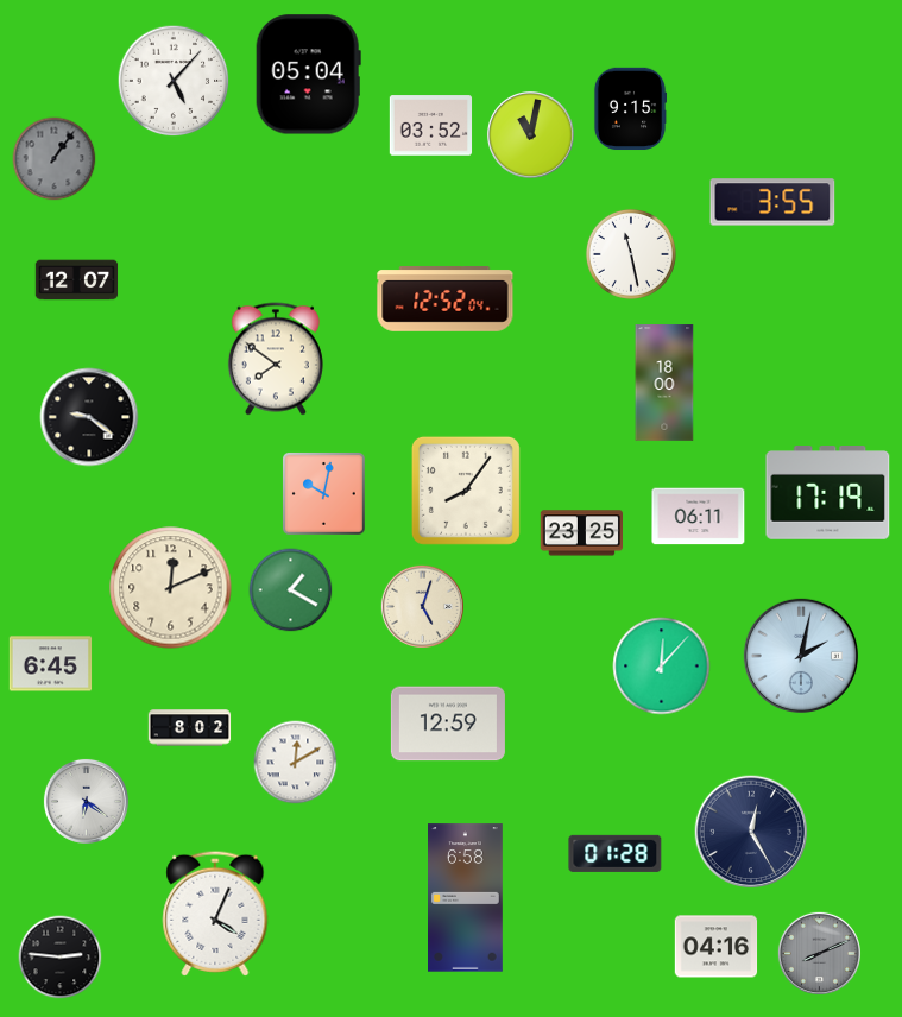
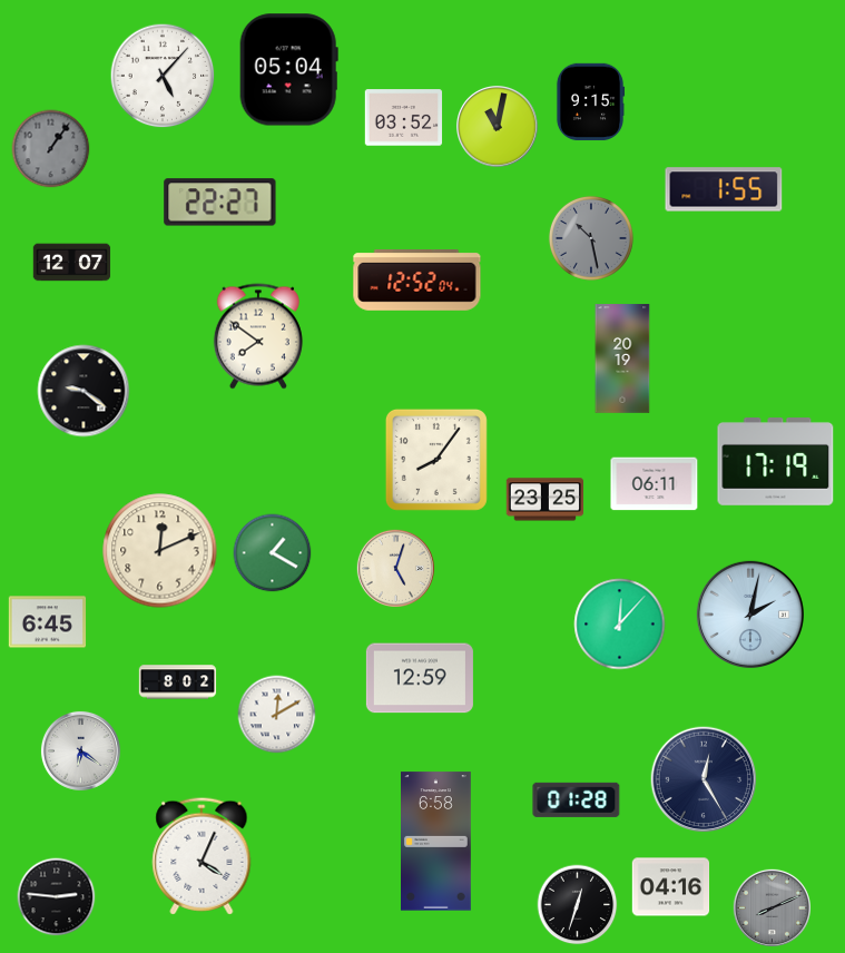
clock at (772, 202): 3:55 -> 1:55
clock at (220, 203): none -> 22:27
clock at (631, 254): 11:28 -> 10:28
clock at (631, 254) dial: white -> grey
clock at (664, 383): 18:00 -> 20:19
clock at (324, 494): 10:02 -> none
clock at (819, 953) position: (819, 953) -> (772, 907)
clock at (578, 905): none -> 12:33
